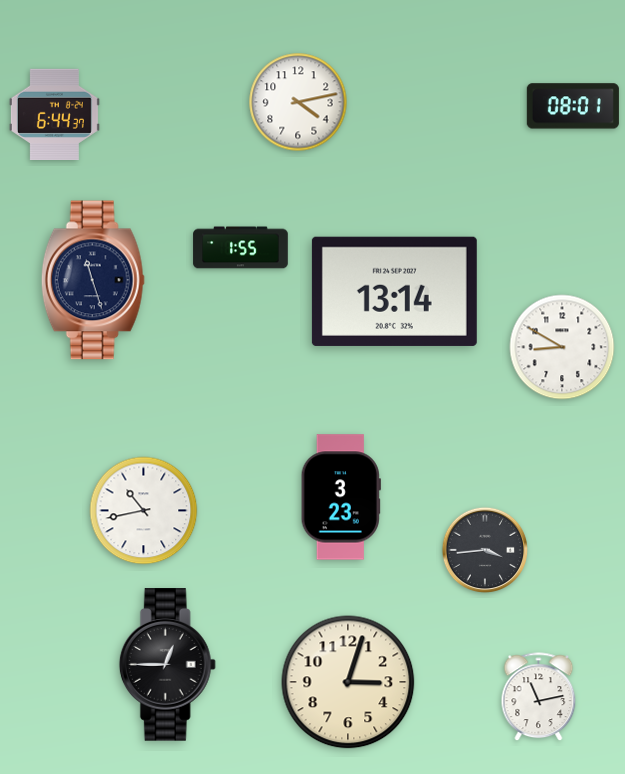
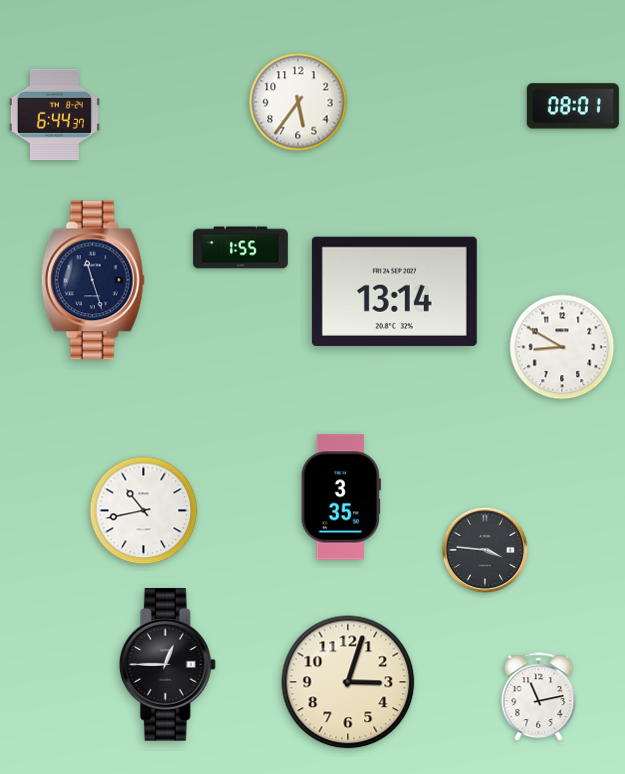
clock at (298, 102): 4:13 -> 5:36
clock at (341, 497): 3:23 -> 3:35
clock at (485, 550): 3:44 -> 3:46
